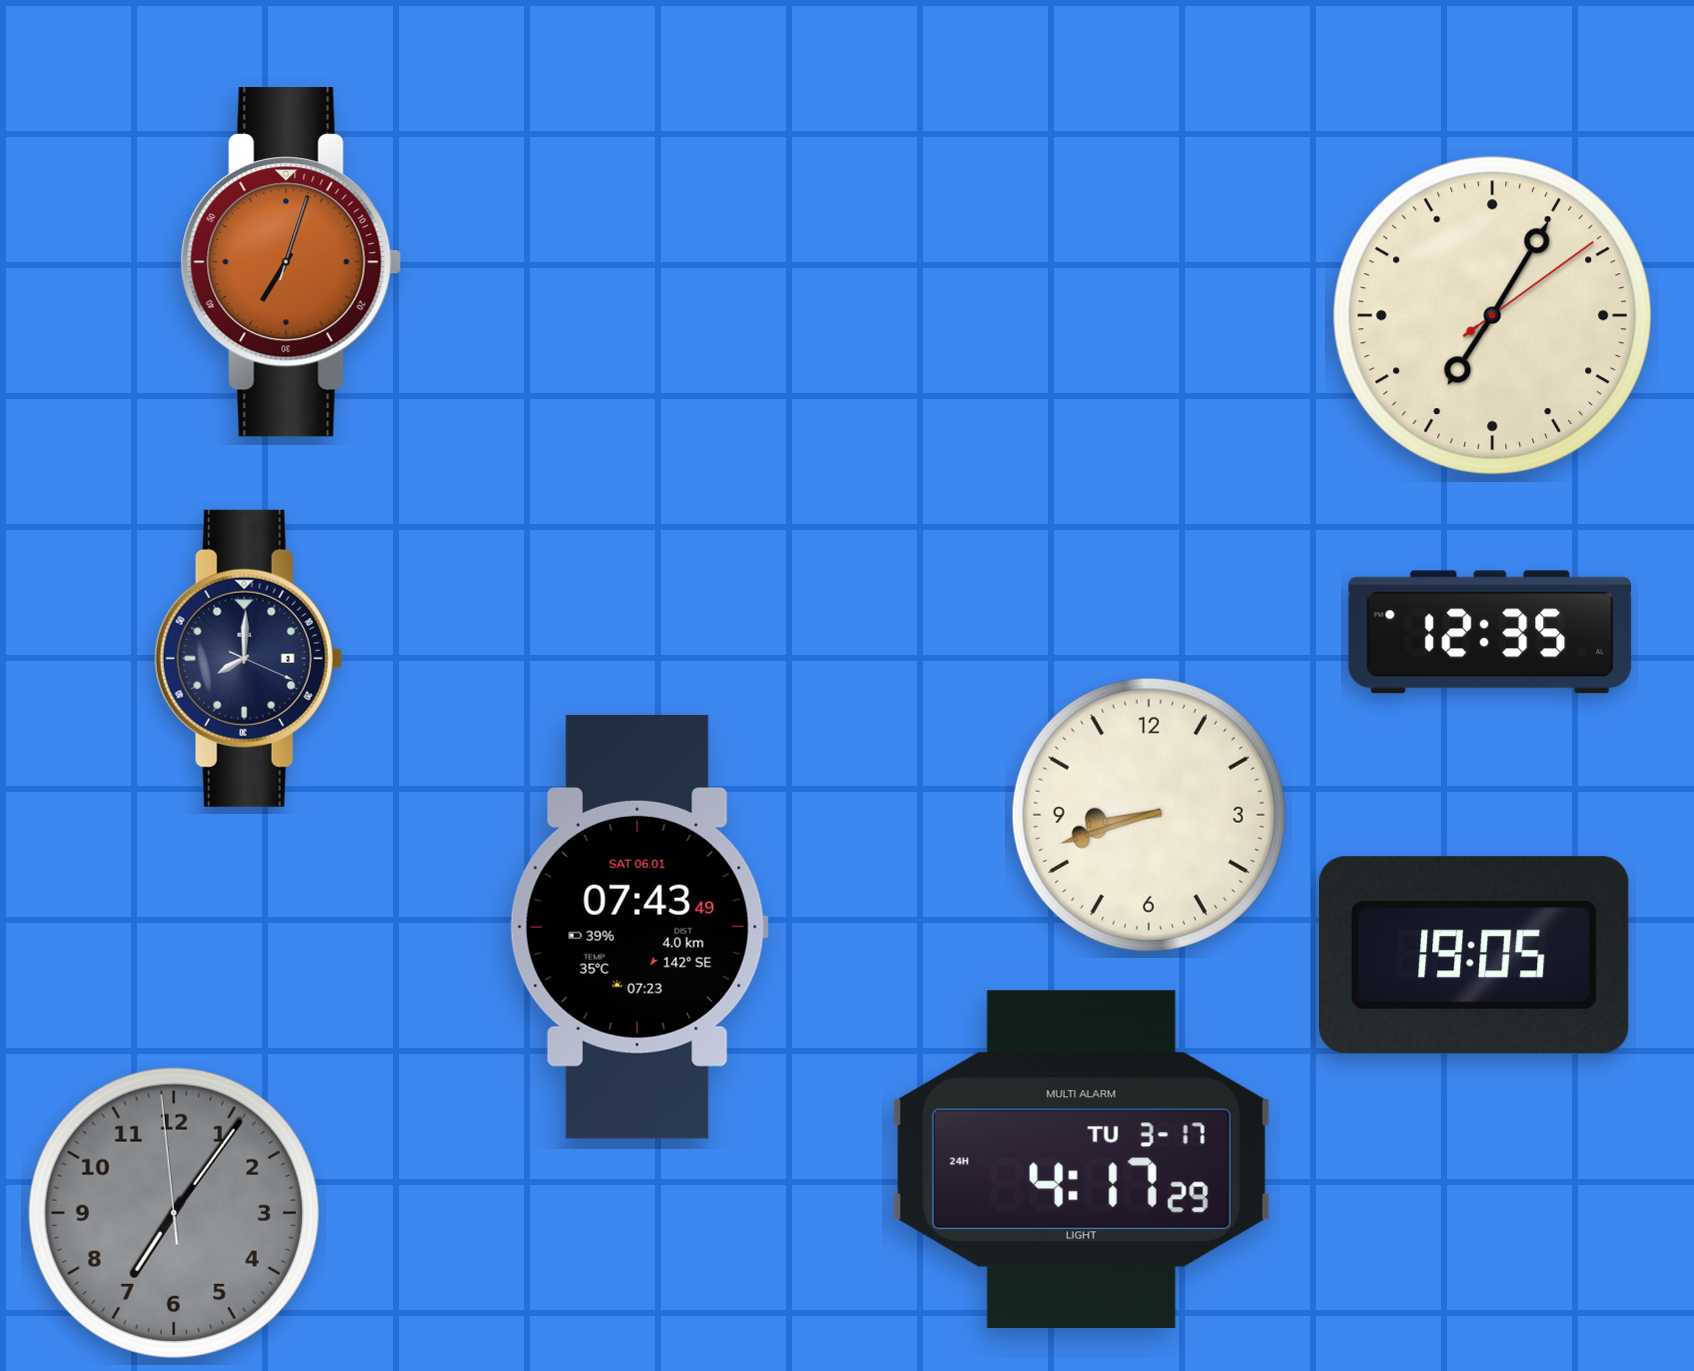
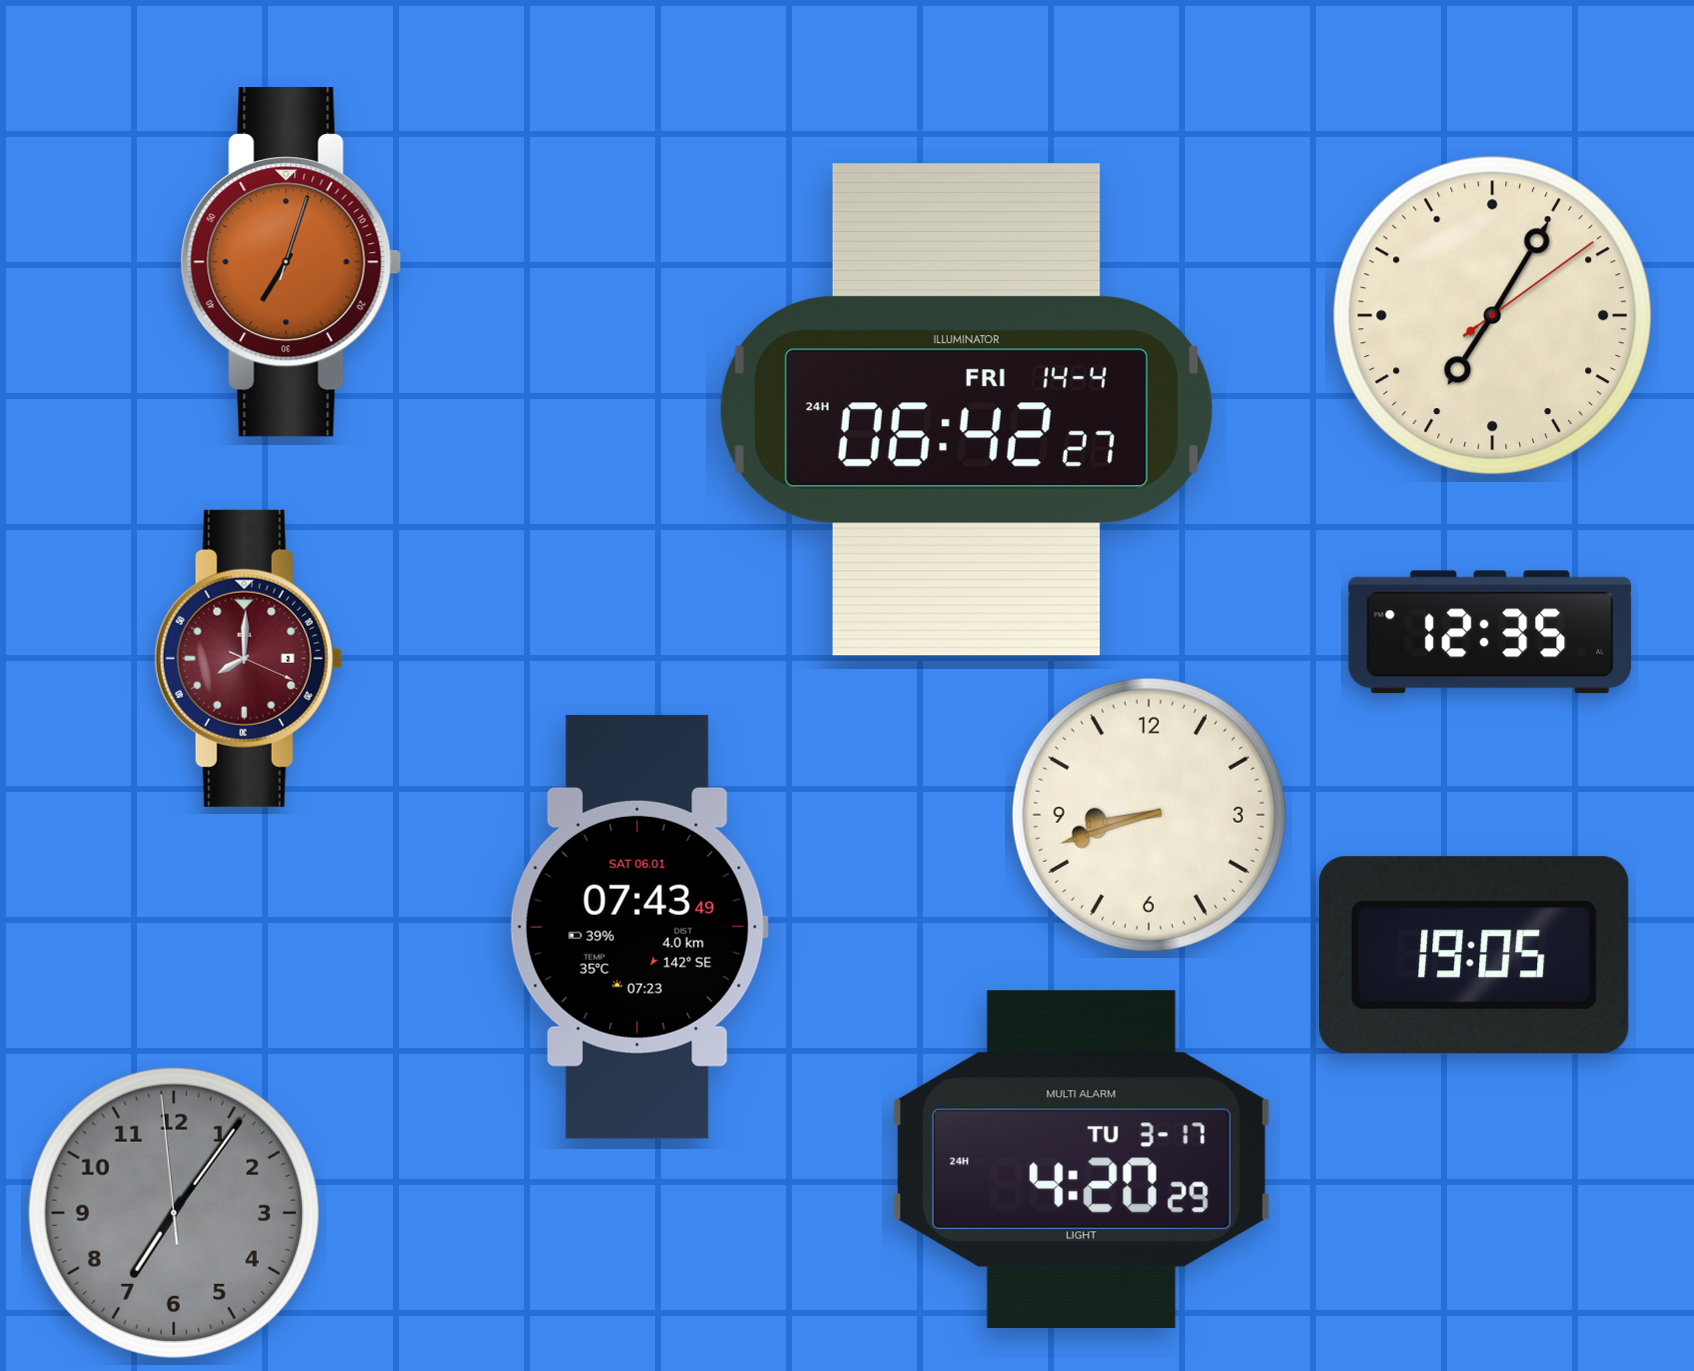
clock at (966, 410): none -> 06:42
clock at (248, 658) dial: navy -> burgundy
clock at (1081, 1160): 4:17 -> 4:20
